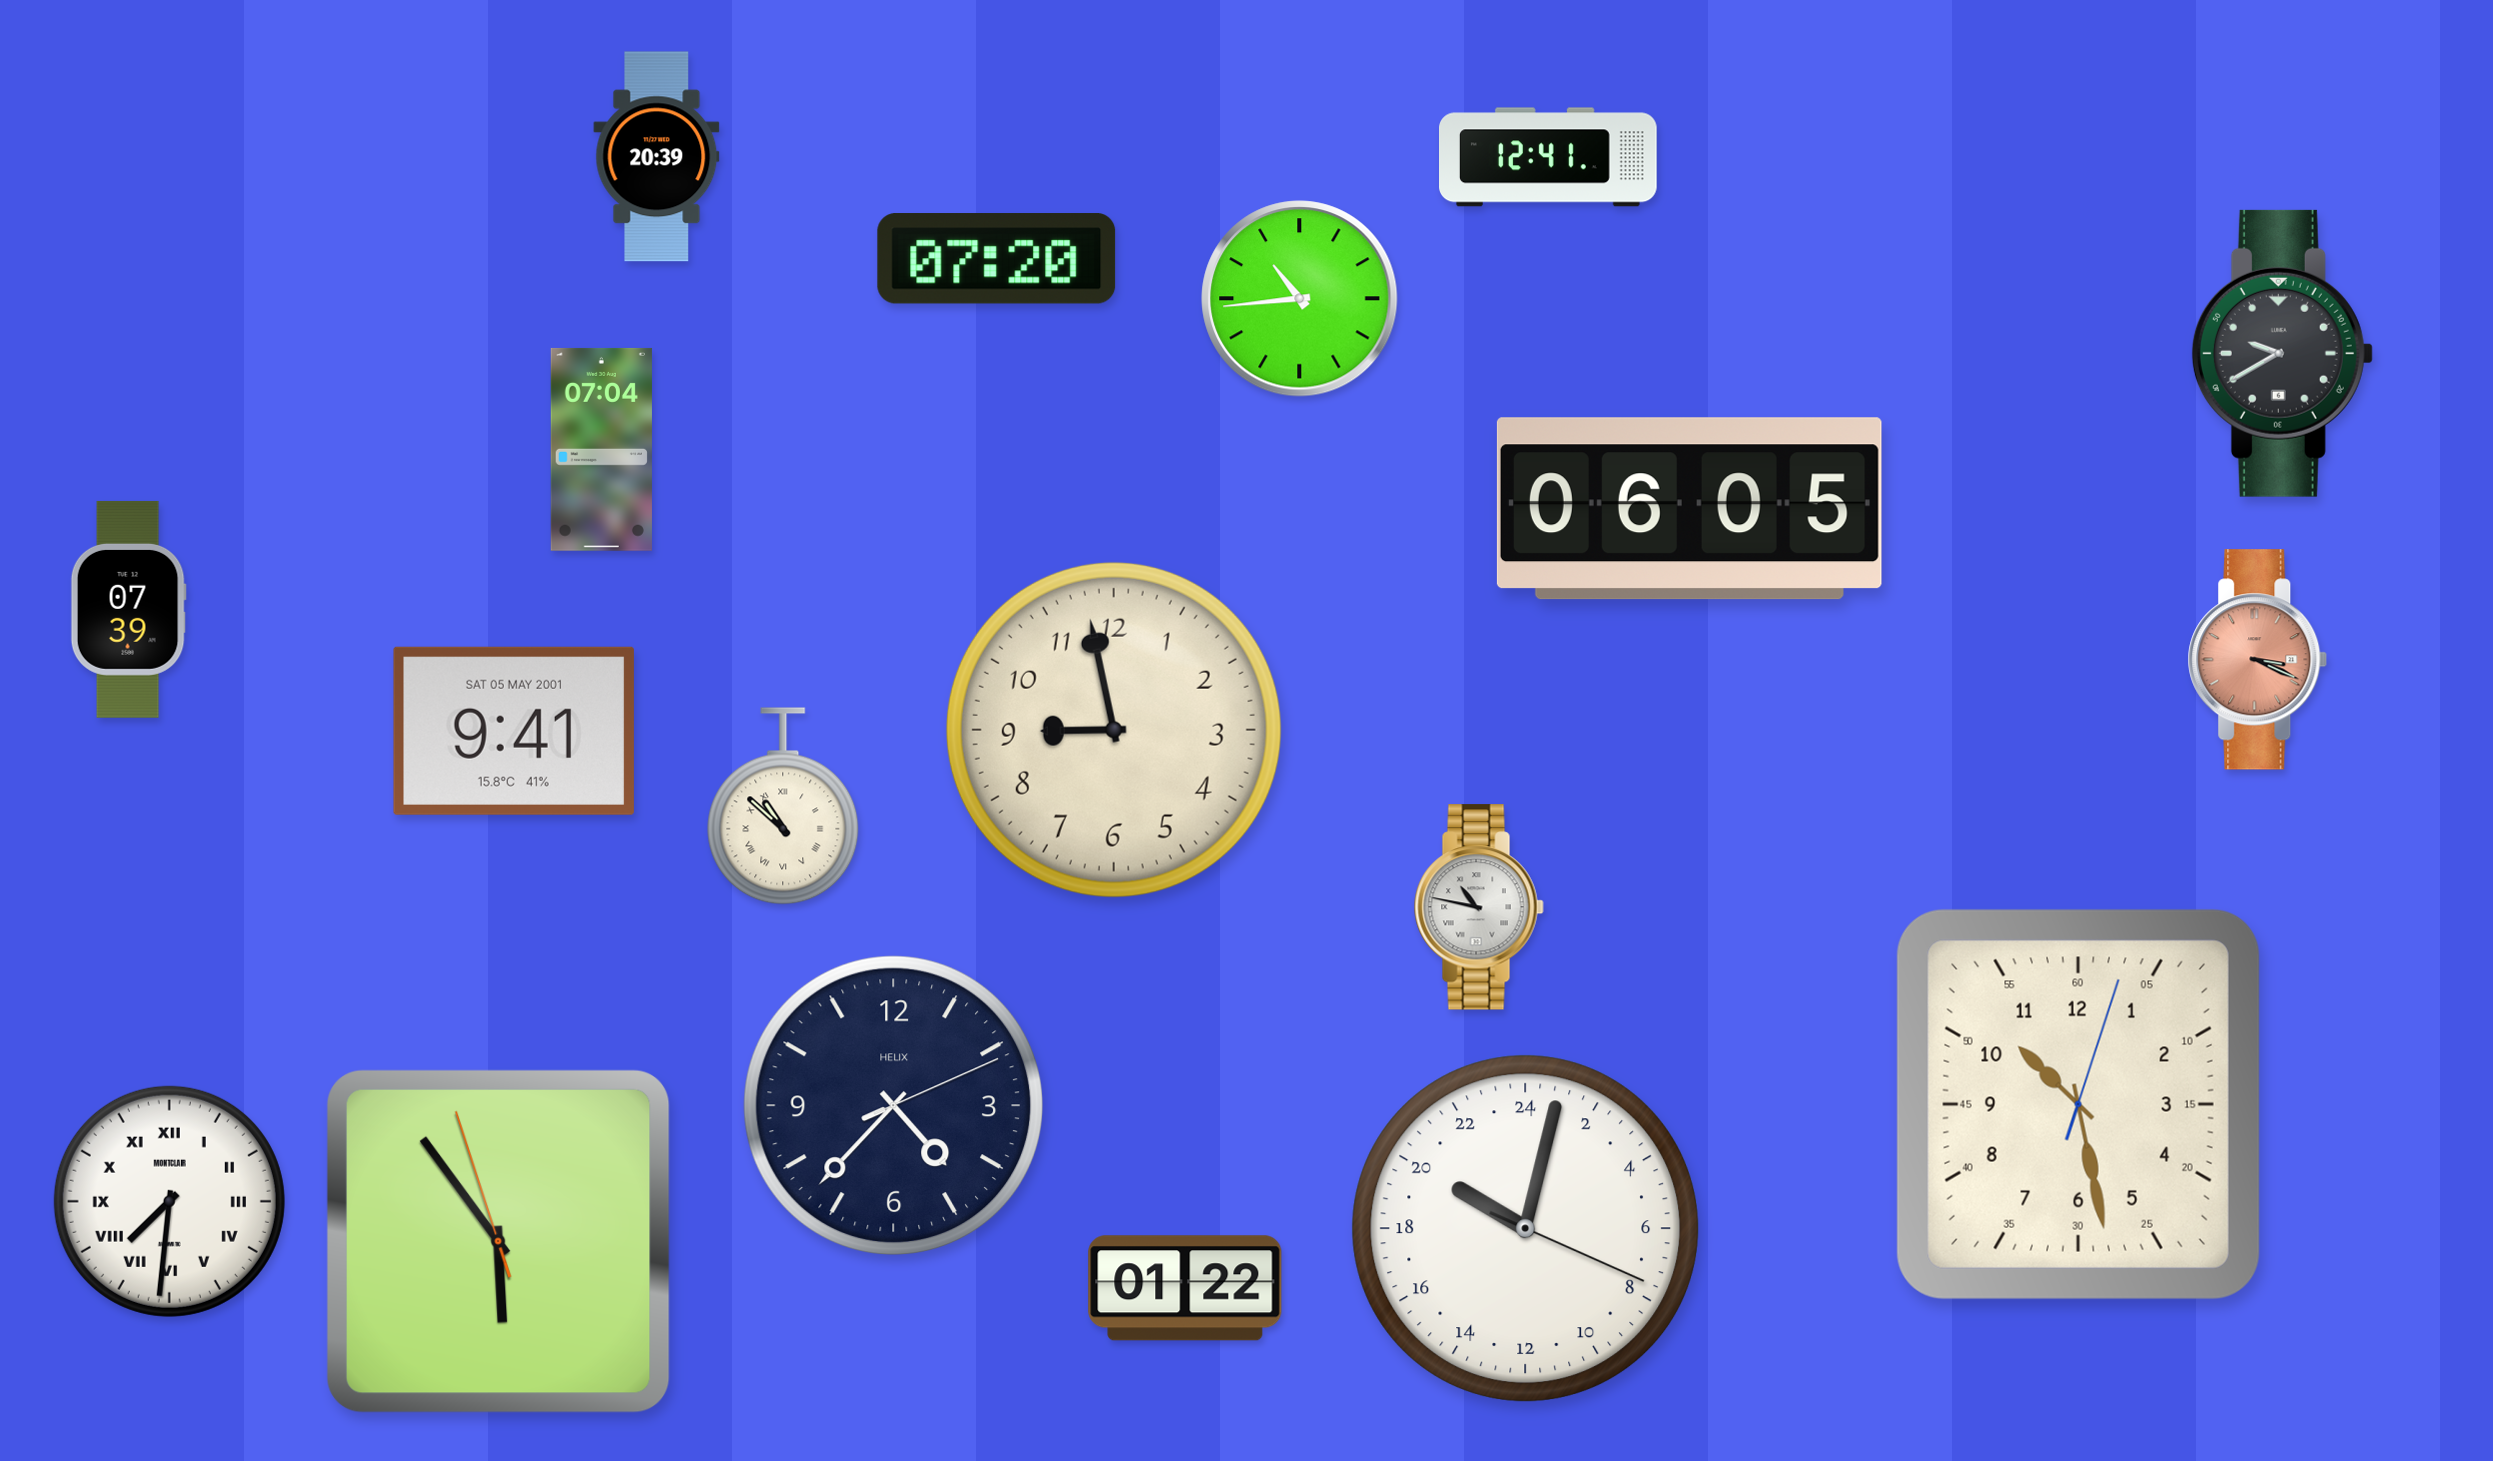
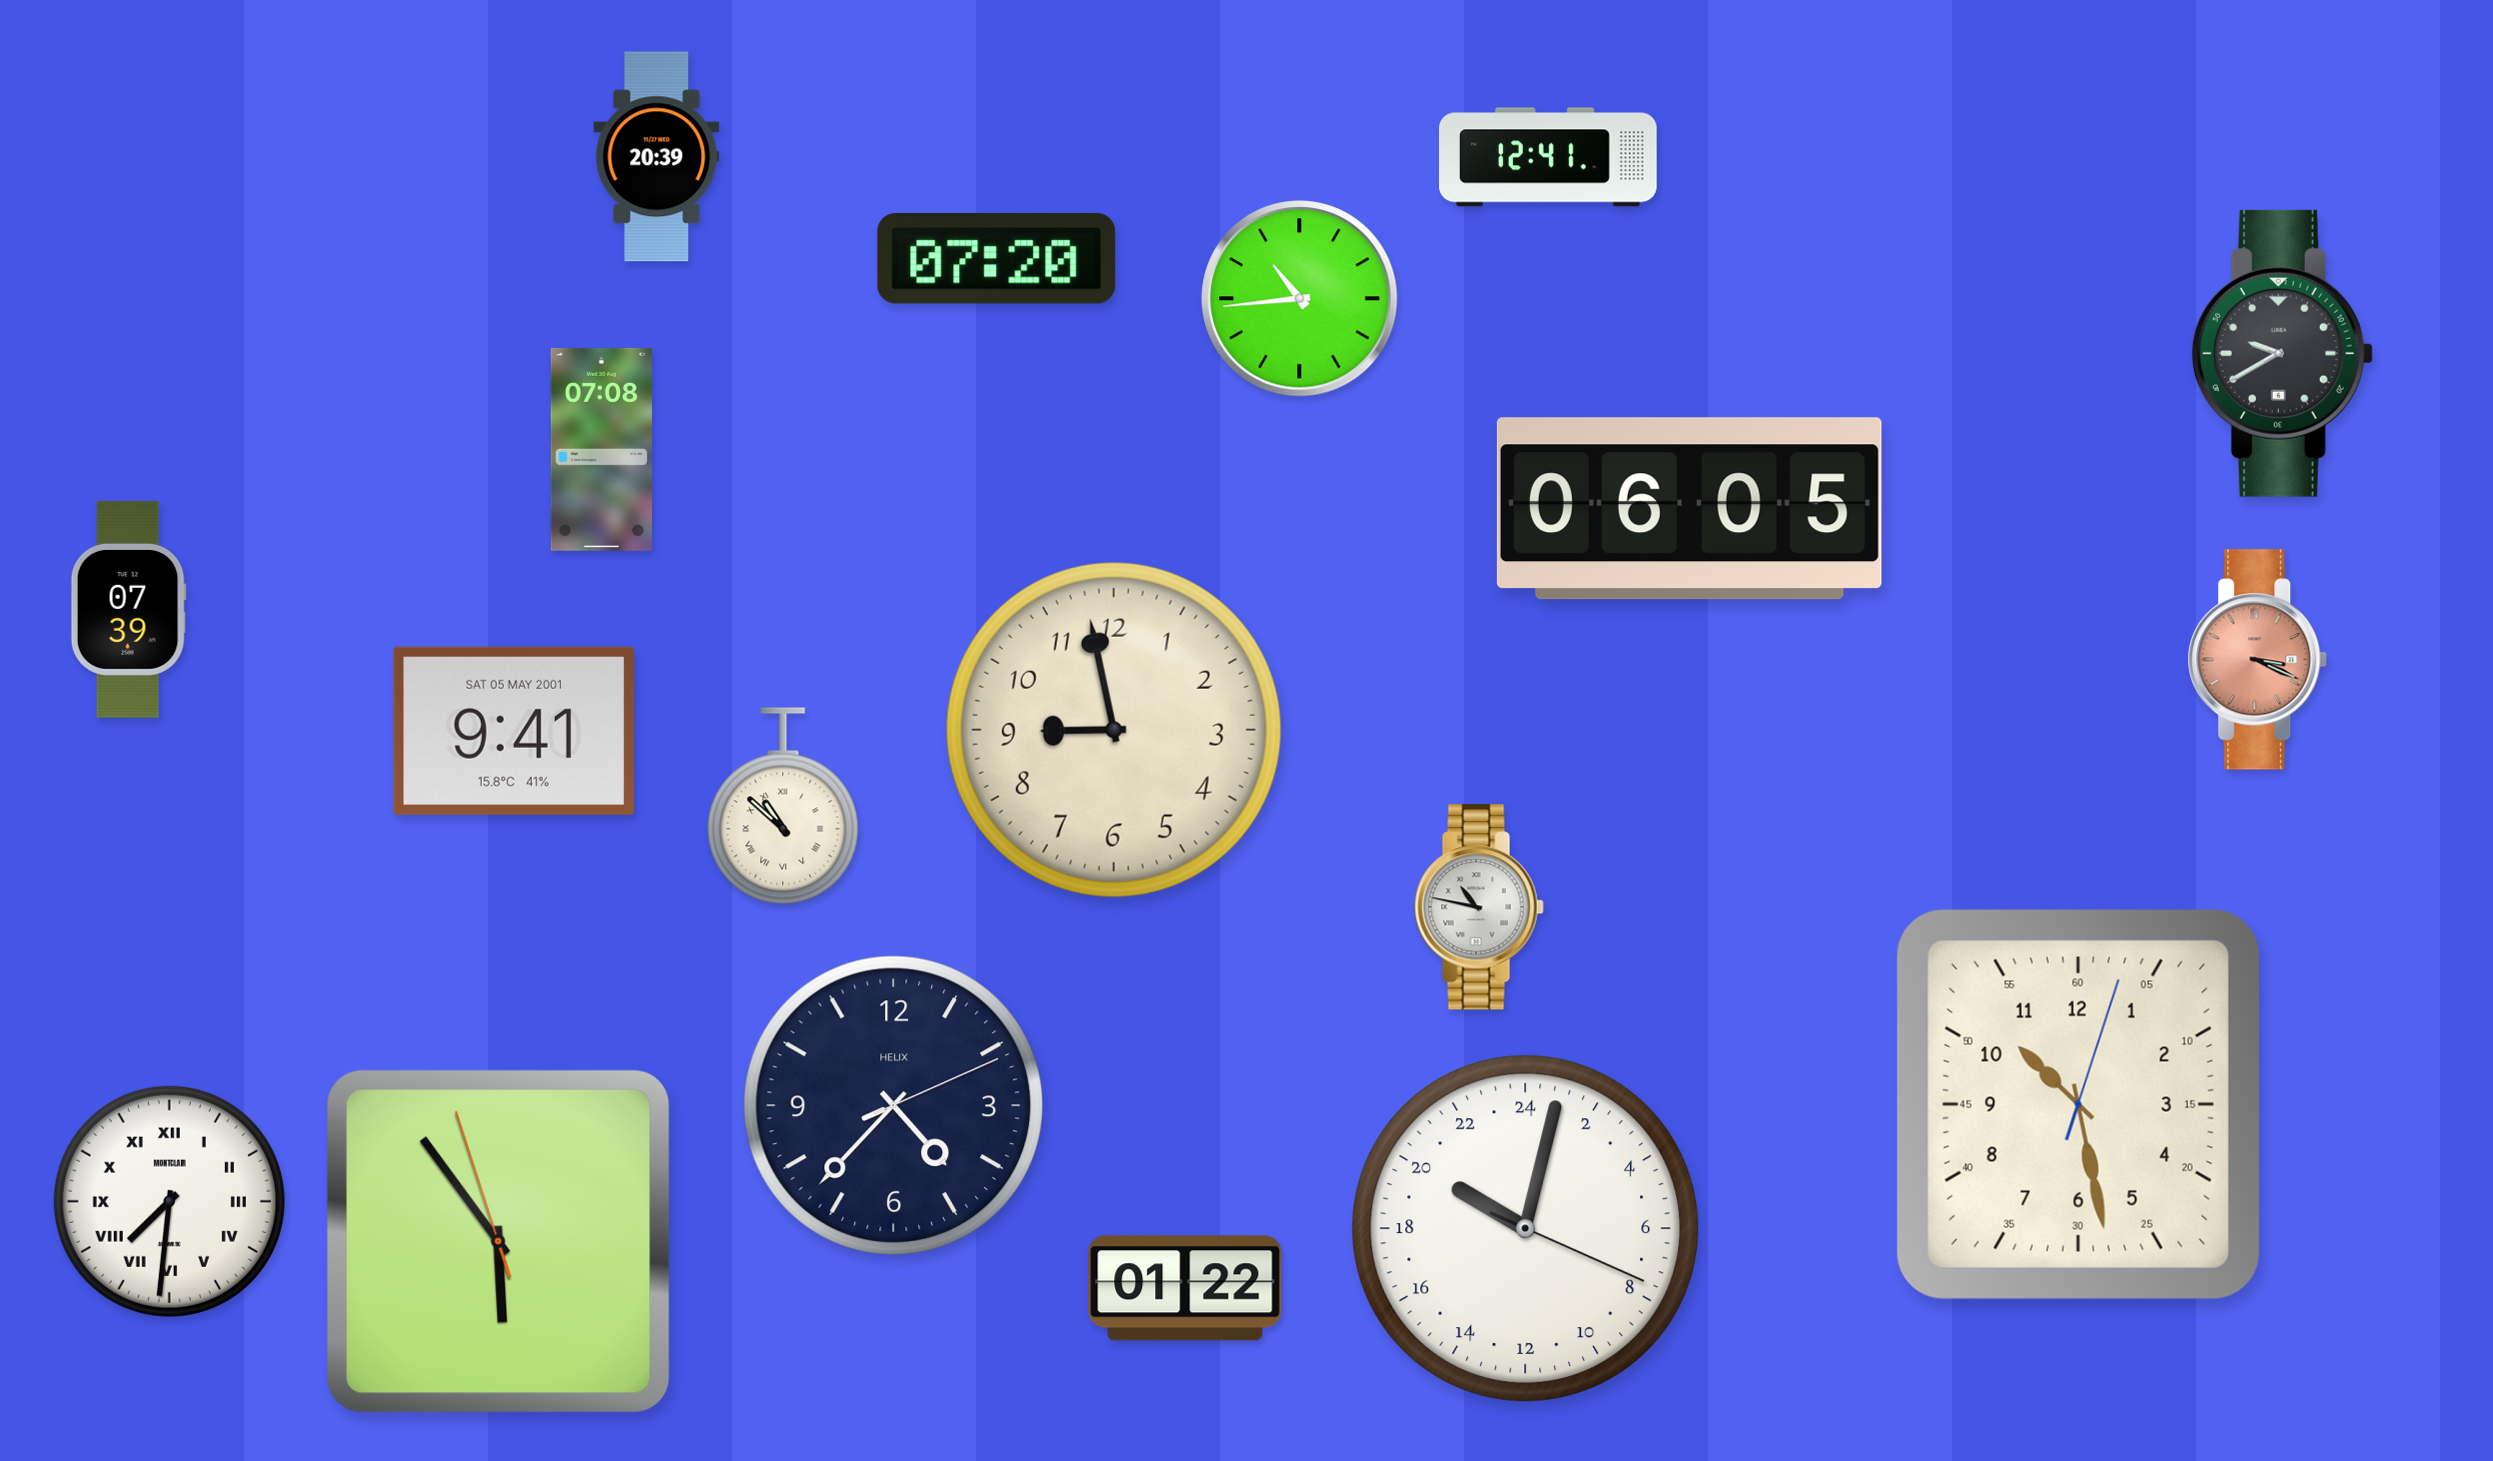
clock at (601, 449): 07:04 -> 07:08
